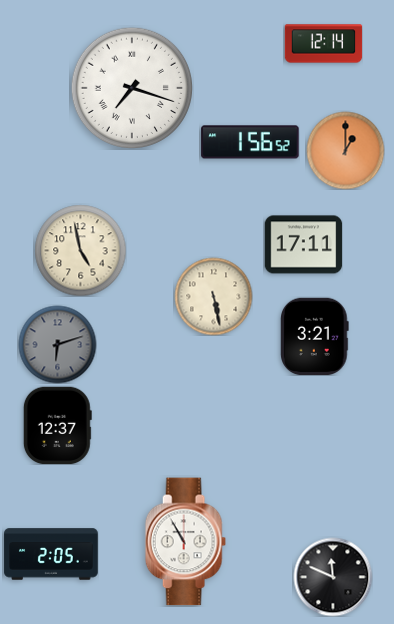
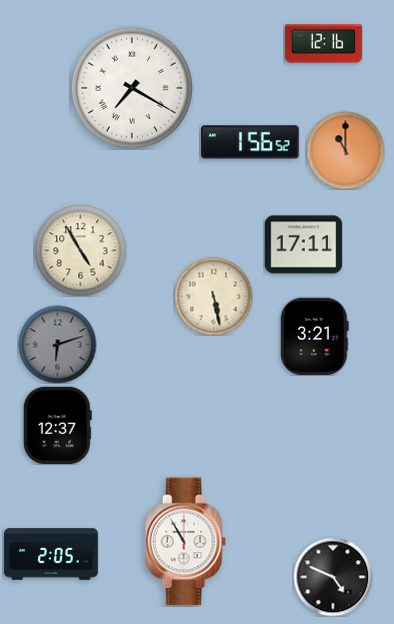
clock at (323, 44): 12:14 -> 12:16
clock at (131, 87): 7:18 -> 7:20
clock at (345, 150): 1:00 -> 11:00
clock at (80, 250): 4:58 -> 4:55
clock at (333, 577): 11:49 -> 4:49
